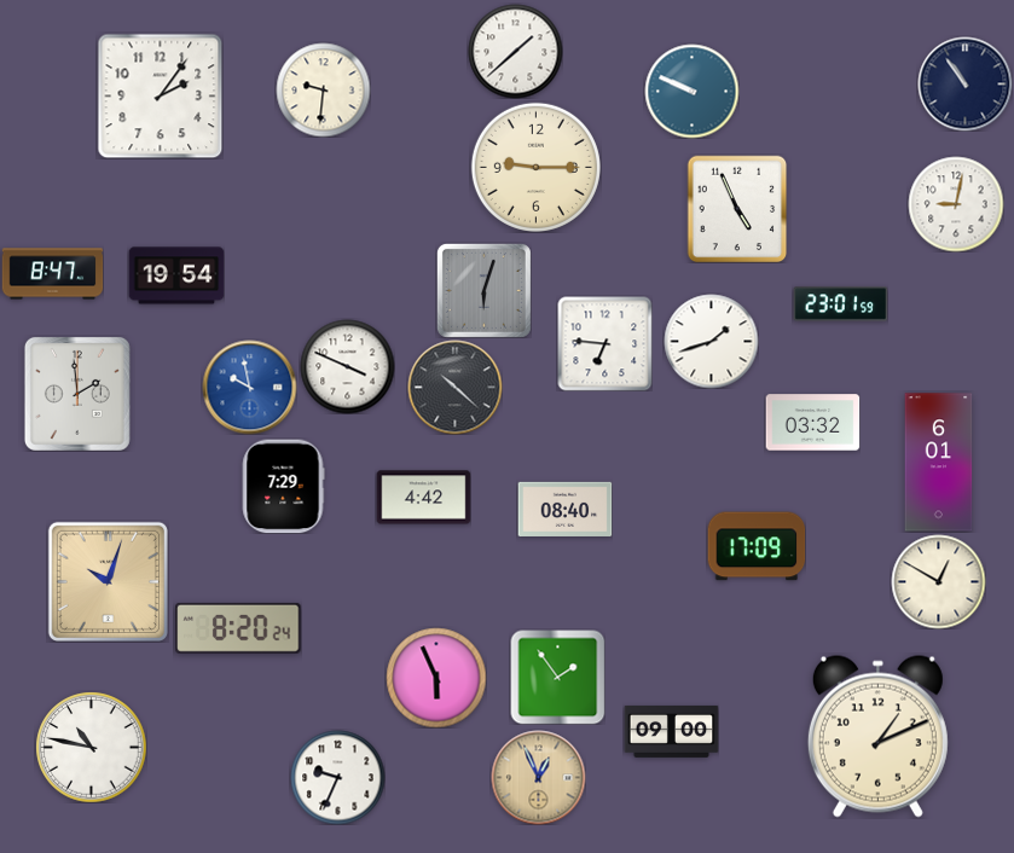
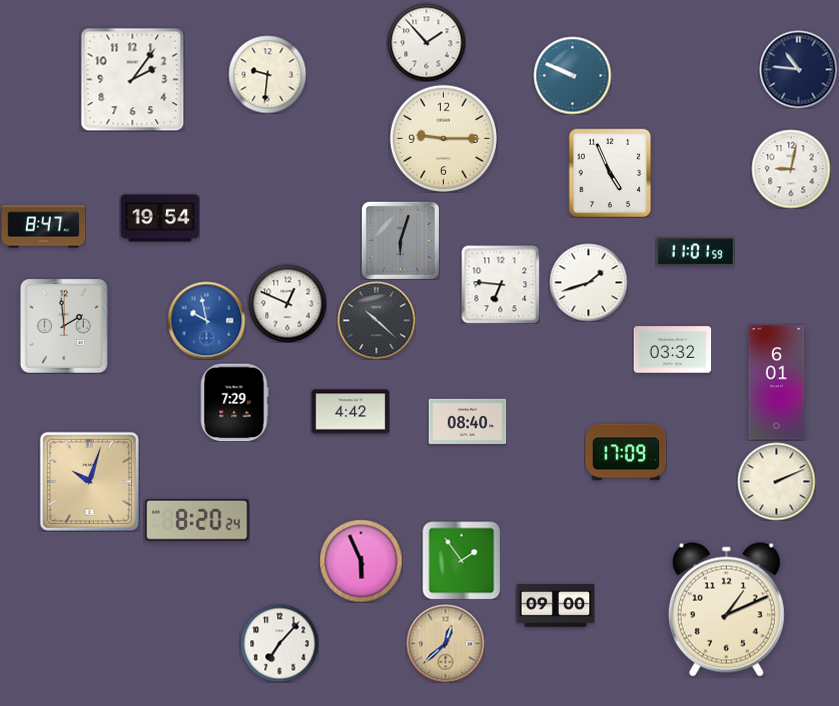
clock at (515, 51): 1:38 -> 1:53
clock at (964, 83): 10:54 -> 10:46
clock at (176, 275) position: (176, 275) -> (160, 218)
clock at (840, 304): 23:01 -> 11:01
clock at (347, 366): 3:49 -> 12:49
clock at (938, 581): 12:50 -> 2:11
clock at (91, 747): 10:47 -> none
clock at (337, 777): 9:34 -> 7:07
clock at (538, 777): 12:56 -> 12:38
